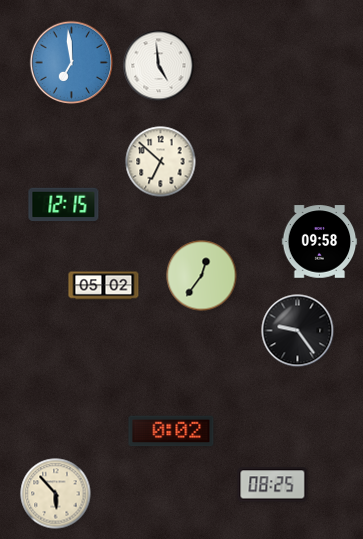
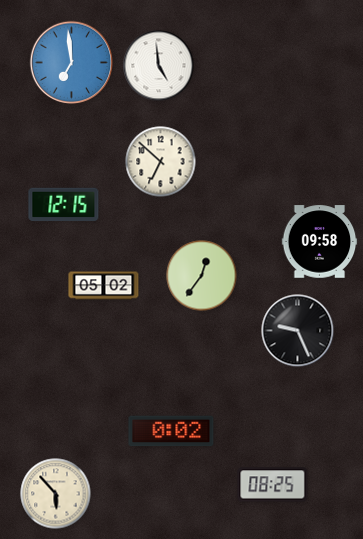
clock at (298, 331): 9:24 -> 9:26
